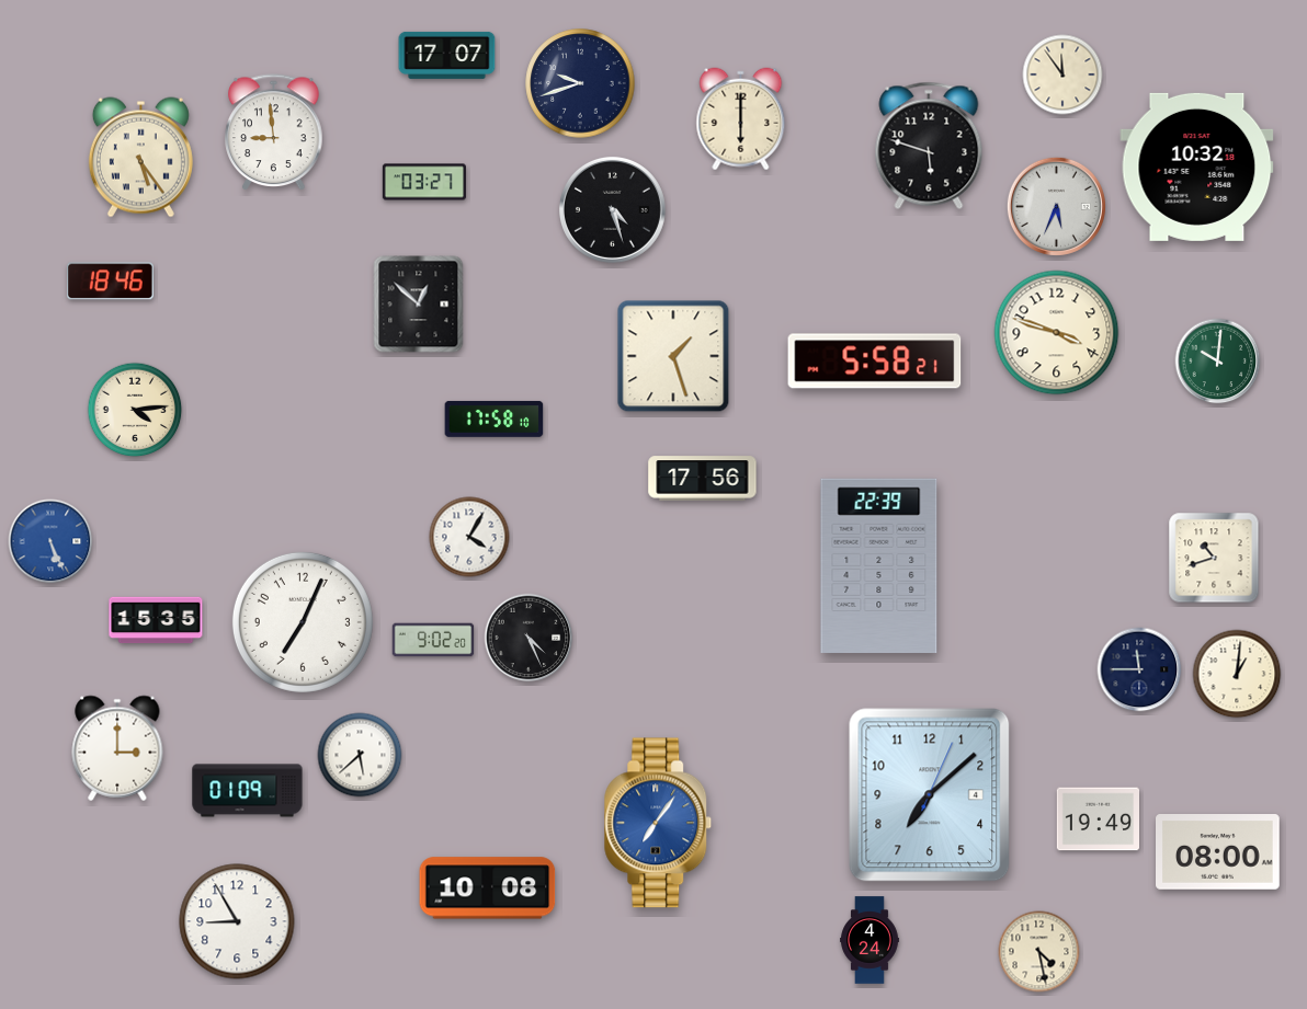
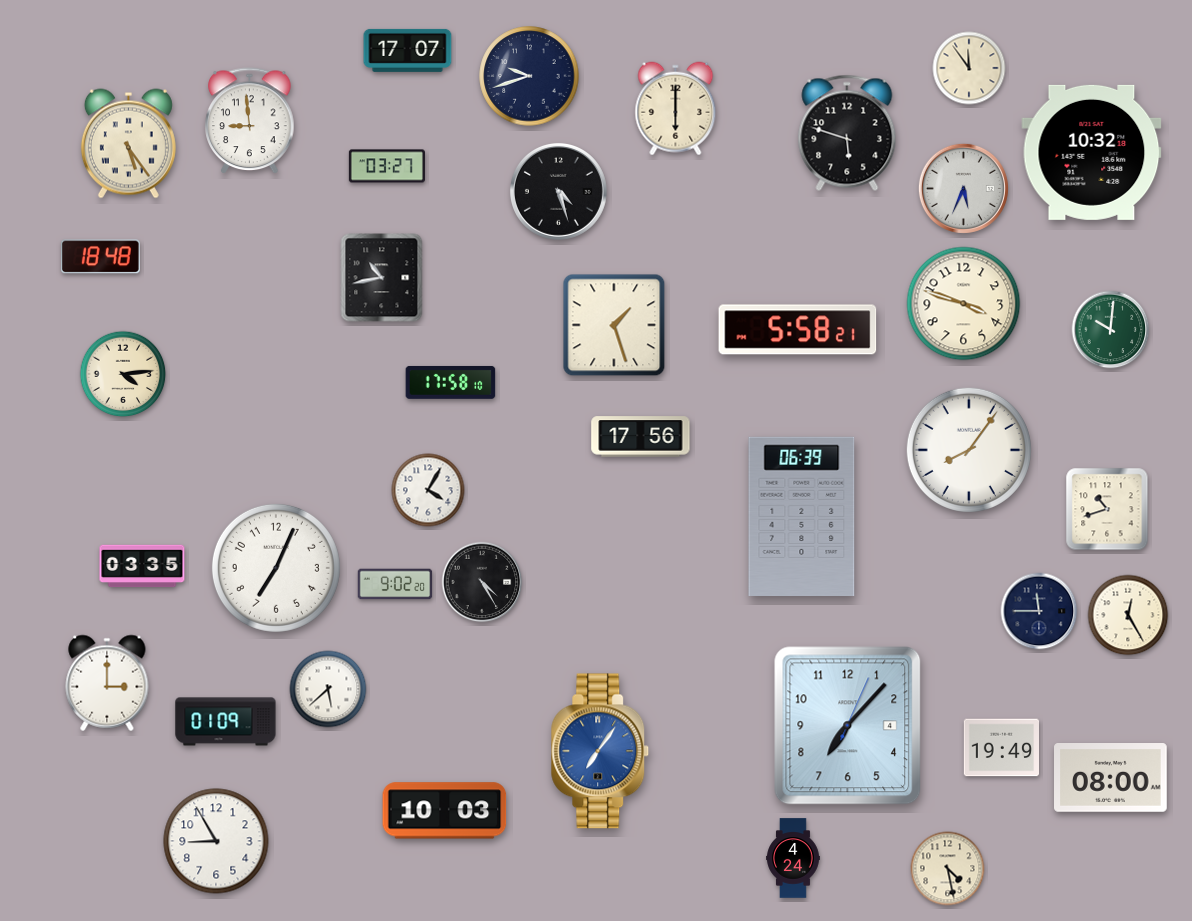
clock at (111, 282): 18:46 -> 18:48
clock at (419, 305): 12:52 -> 10:43
clock at (969, 450): none -> 8:06
clock at (50, 541): 5:26 -> none
clock at (879, 566): 22:39 -> 06:39
clock at (156, 620): 15:35 -> 03:35
clock at (529, 638): 4:26 -> 4:25
clock at (1237, 674): 1:01 -> 12:25
clock at (930, 795): 7:08 -> 7:07
clock at (488, 888): 10:08 -> 10:03
